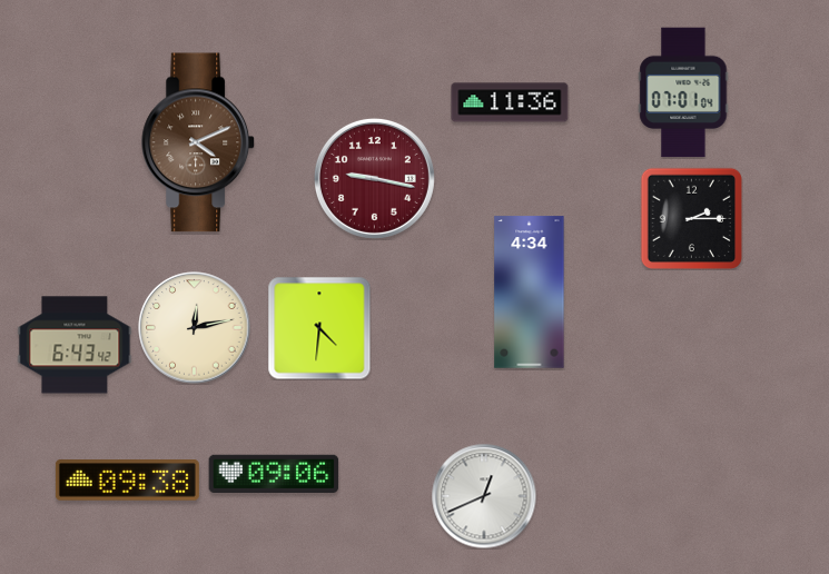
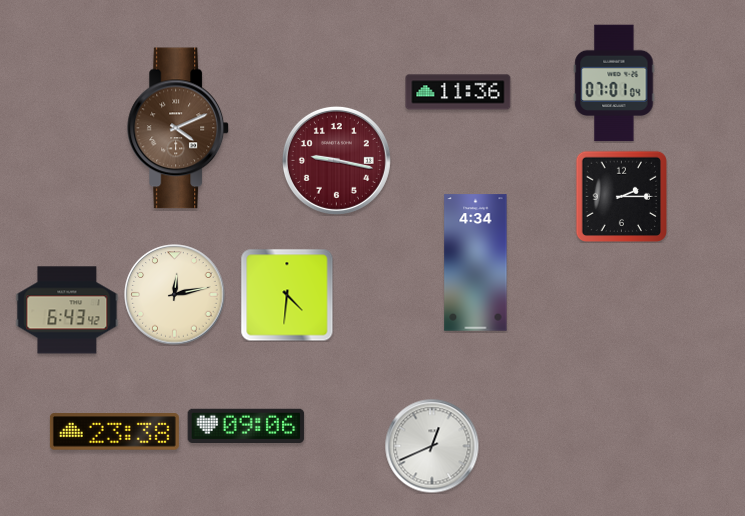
clock at (127, 481): 09:38 -> 23:38
clock at (484, 496) position: (484, 496) -> (432, 446)
